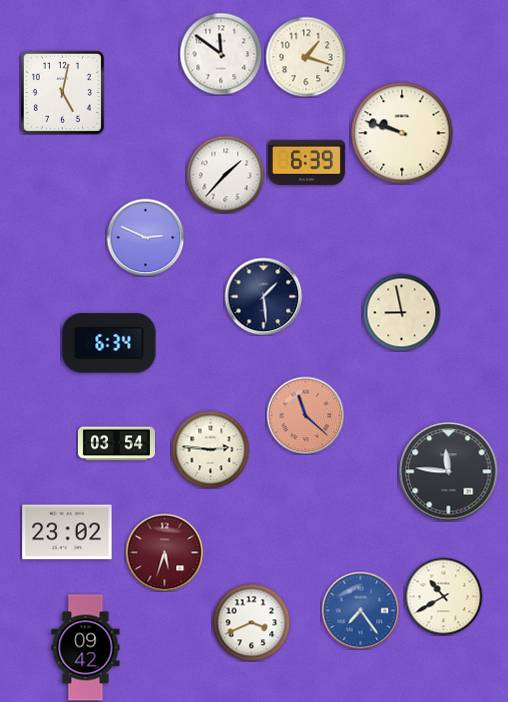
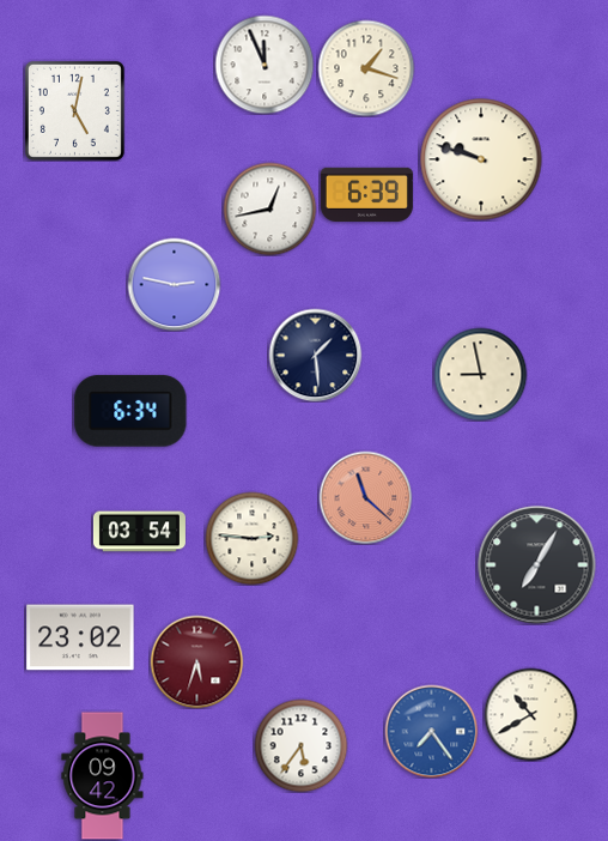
clock at (221, 54): 11:51 -> 11:56
clock at (225, 174): 1:37 -> 12:43
clock at (145, 237): 2:49 -> 2:47
clock at (449, 472): 11:46 -> 7:05
clock at (251, 622): 3:41 -> 5:36
